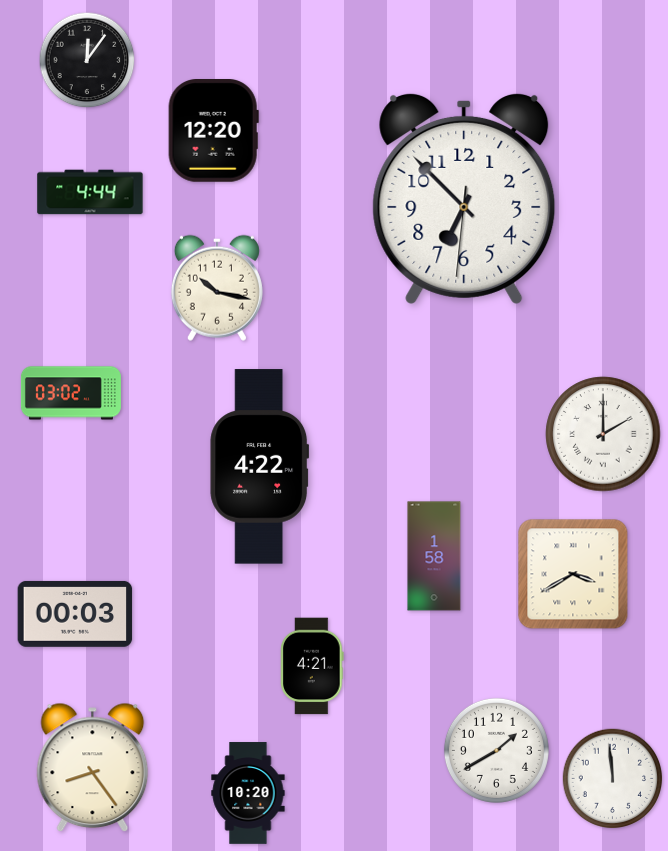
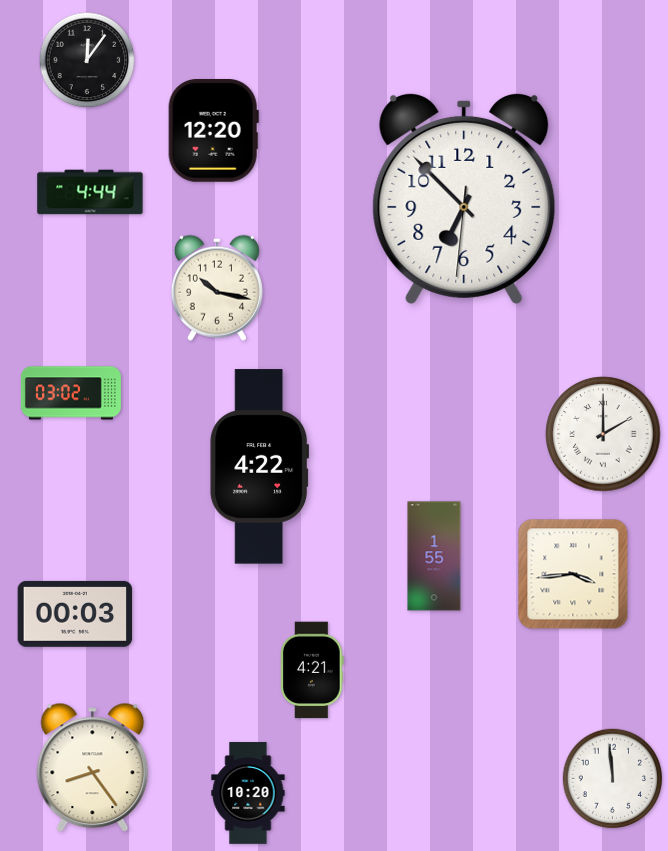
clock at (434, 556): 1:58 -> 1:55
clock at (573, 574): 3:40 -> 3:44
clock at (312, 666) position: (312, 666) -> (312, 670)
clock at (496, 750): 1:40 -> none
